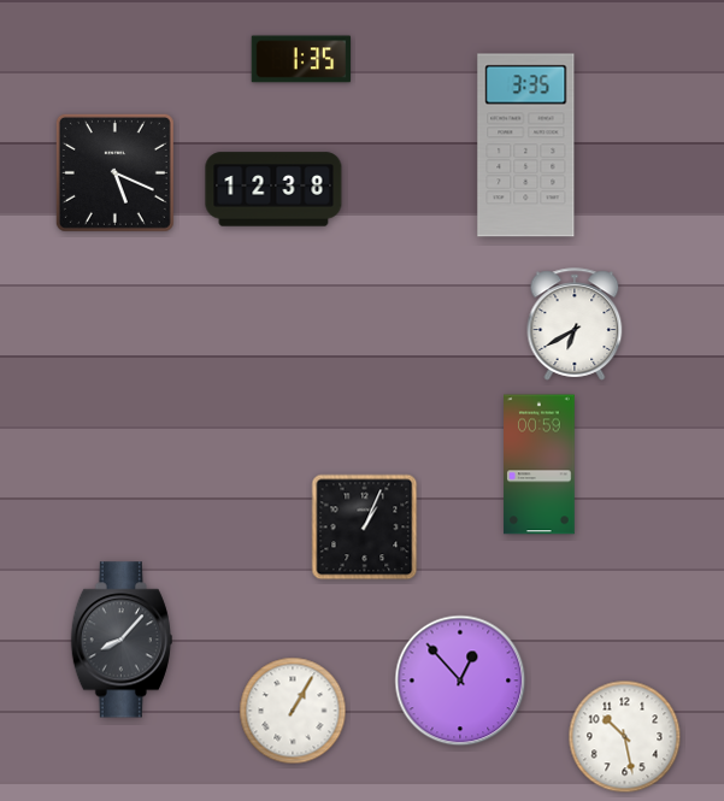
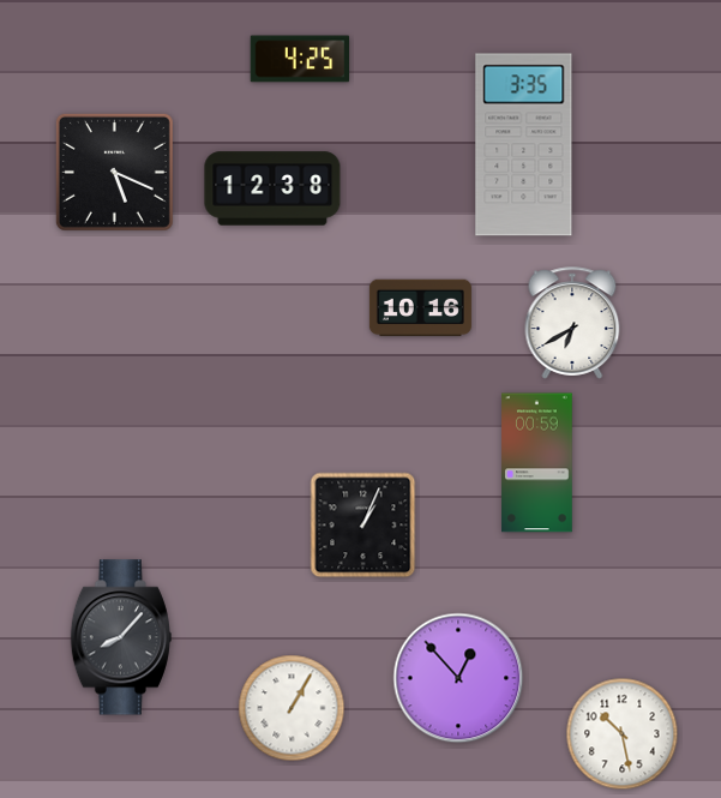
clock at (301, 59): 1:35 -> 4:25
clock at (420, 308): none -> 10:16
